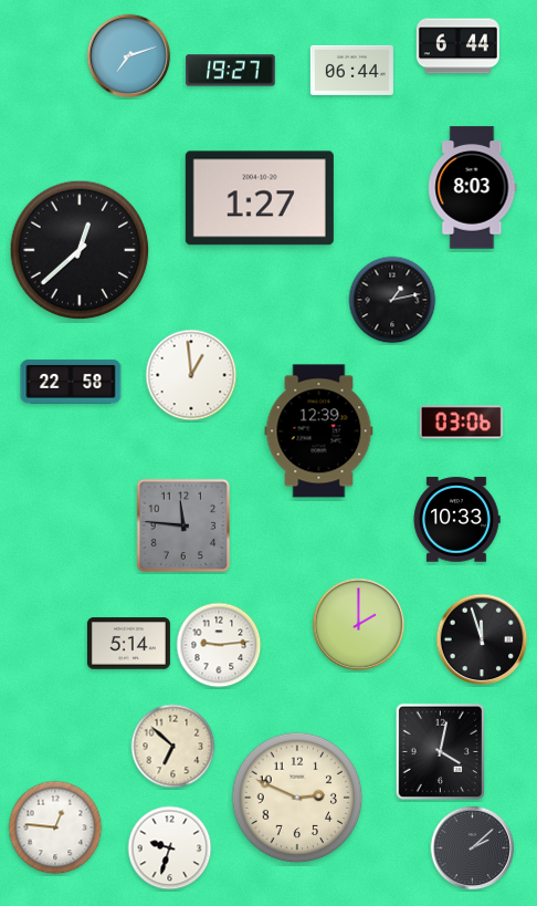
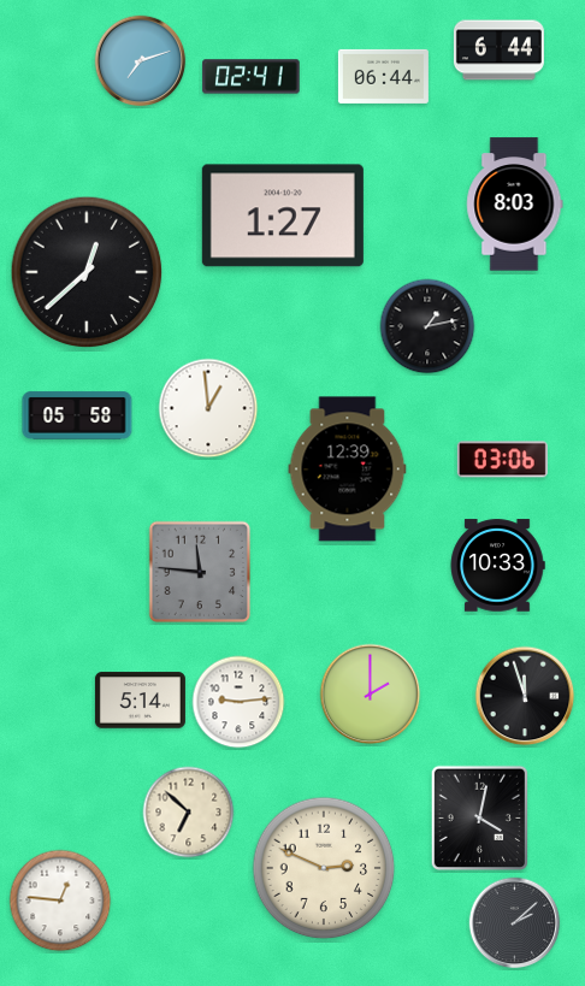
clock at (231, 71): 19:27 -> 02:41
clock at (71, 382): 22:58 -> 05:58
clock at (359, 625) position: (359, 625) -> (371, 695)
clock at (170, 848): 9:33 -> none
